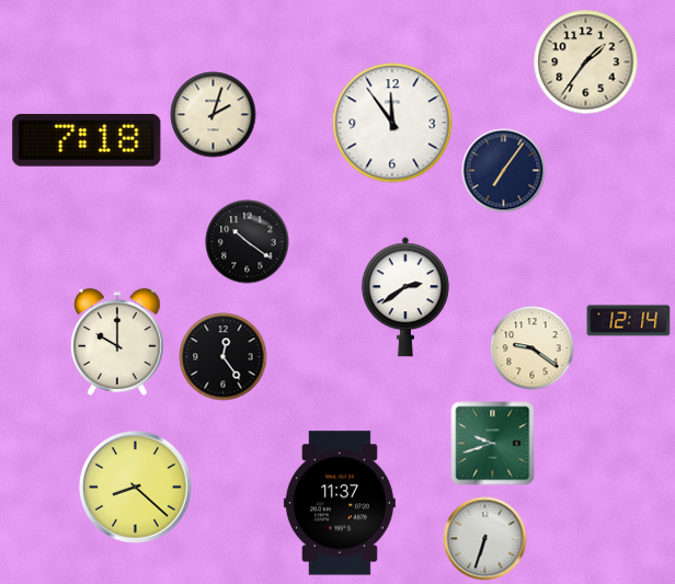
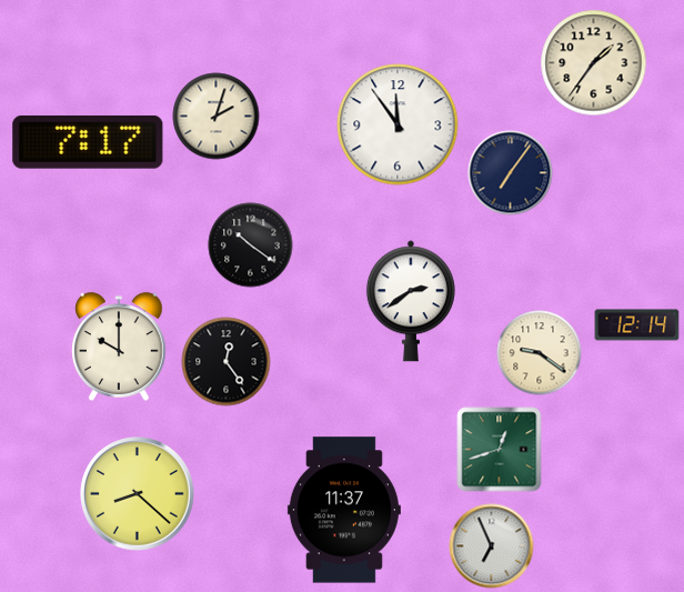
clock at (87, 140): 7:18 -> 7:17
clock at (493, 444): 9:42 -> 12:42
clock at (485, 539): 6:33 -> 6:56
